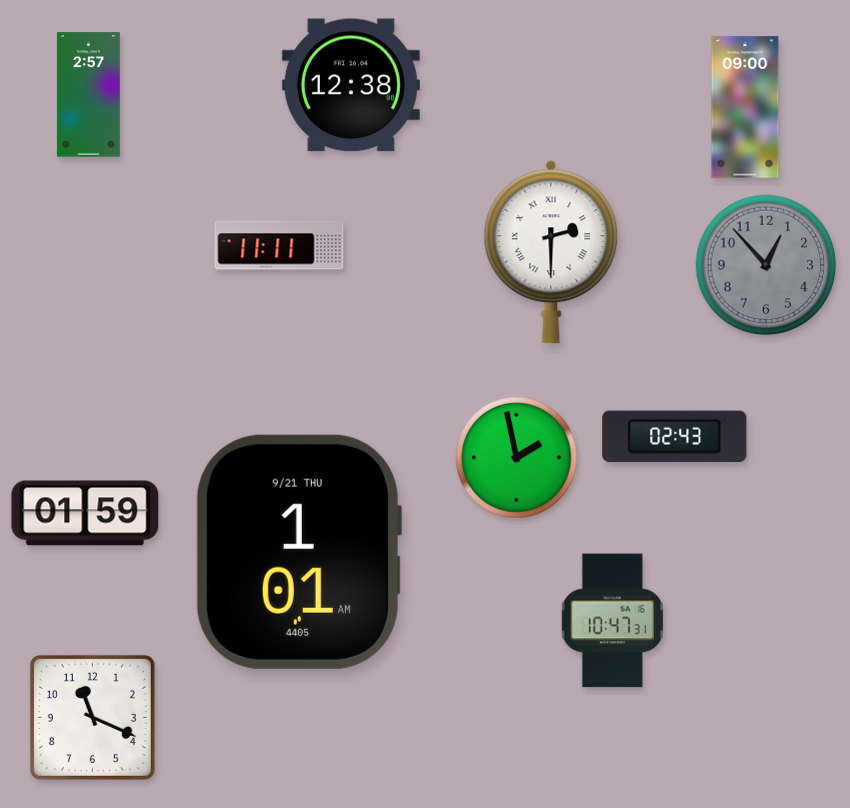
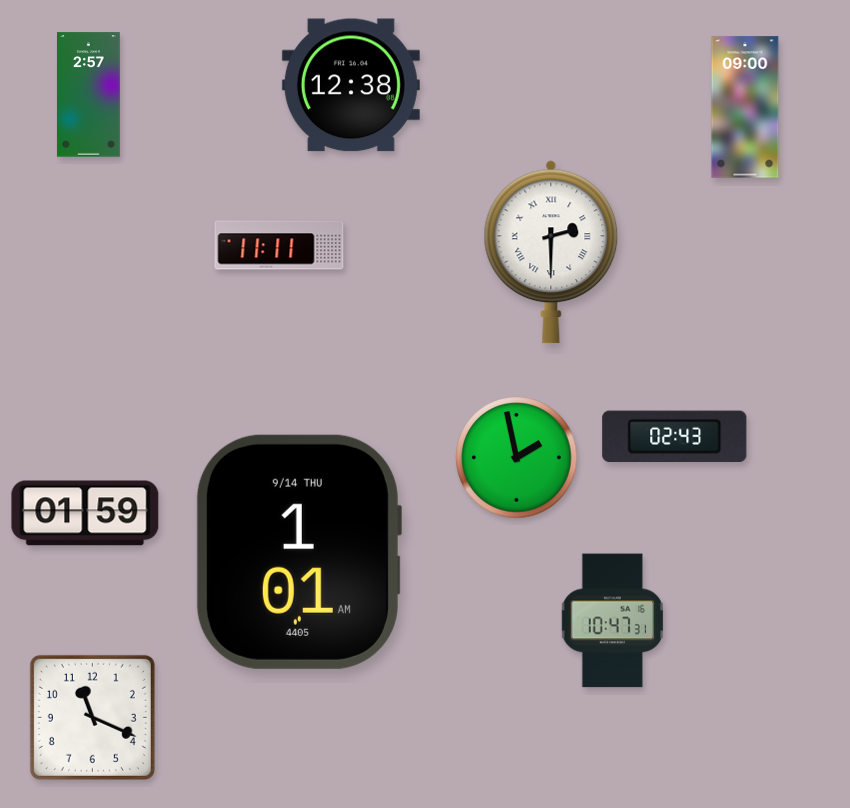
clock at (766, 265): 12:53 -> none
clock at (298, 552) date: 9/21 THU -> 9/14 THU
